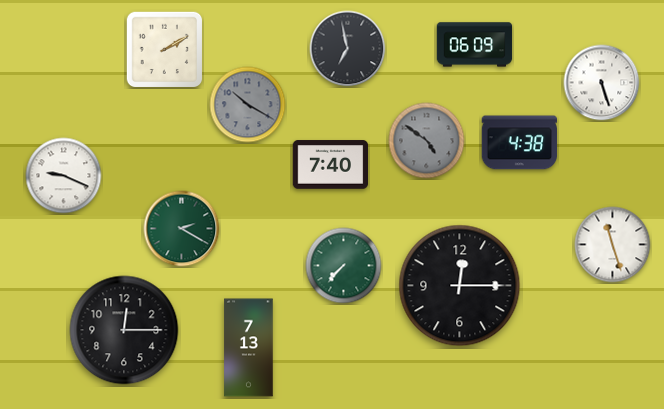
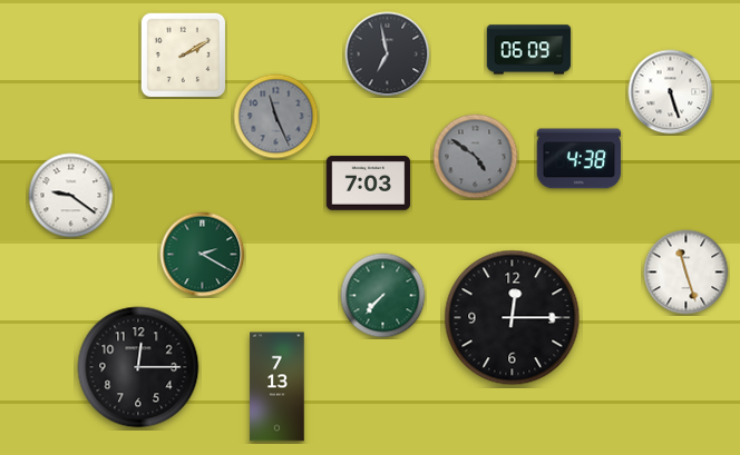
clock at (248, 105): 10:20 -> 11:26
clock at (331, 165): 7:40 -> 7:03
clock at (64, 176): 9:19 -> 9:21
clock at (613, 245) position: (613, 245) -> (687, 273)
